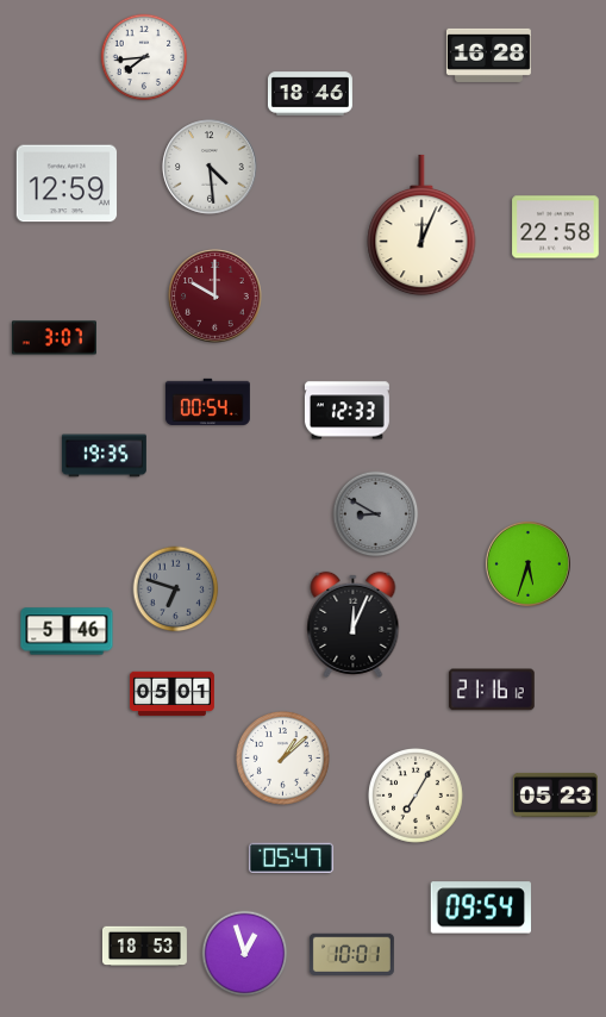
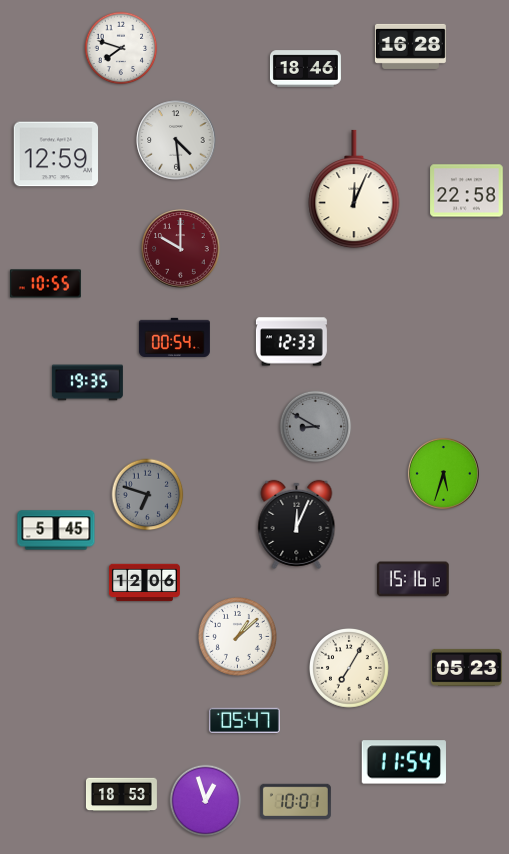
clock at (144, 57): 7:44 -> 7:48
clock at (310, 94) position: (310, 94) -> (305, 69)
clock at (54, 338): 3:07 -> 10:55
clock at (346, 411) position: (346, 411) -> (291, 342)
clock at (376, 514) position: (376, 514) -> (316, 427)
clock at (67, 631): 5:46 -> 5:45
clock at (492, 690): 21:16 -> 15:16
clock at (171, 694): 05:01 -> 12:06
clock at (481, 907): 09:54 -> 11:54
